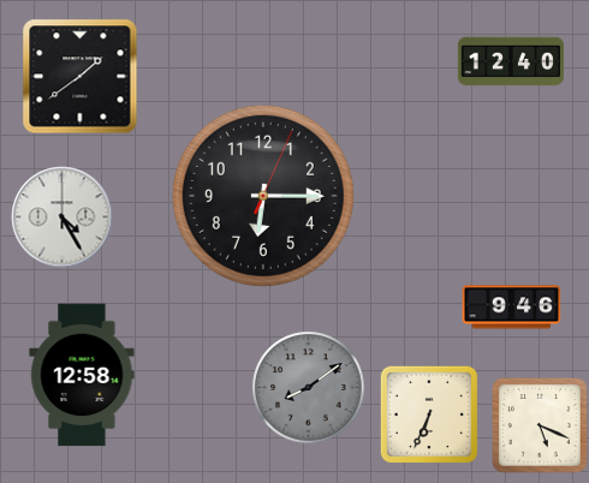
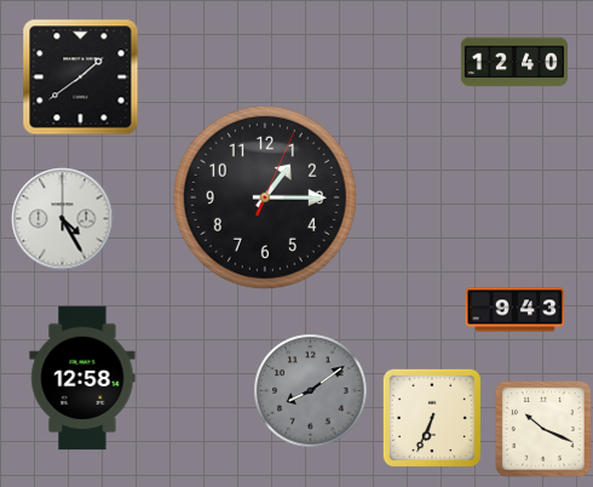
clock at (263, 196): 6:15 -> 1:15
clock at (512, 308): 9:46 -> 9:43
clock at (541, 427): 5:19 -> 10:19
